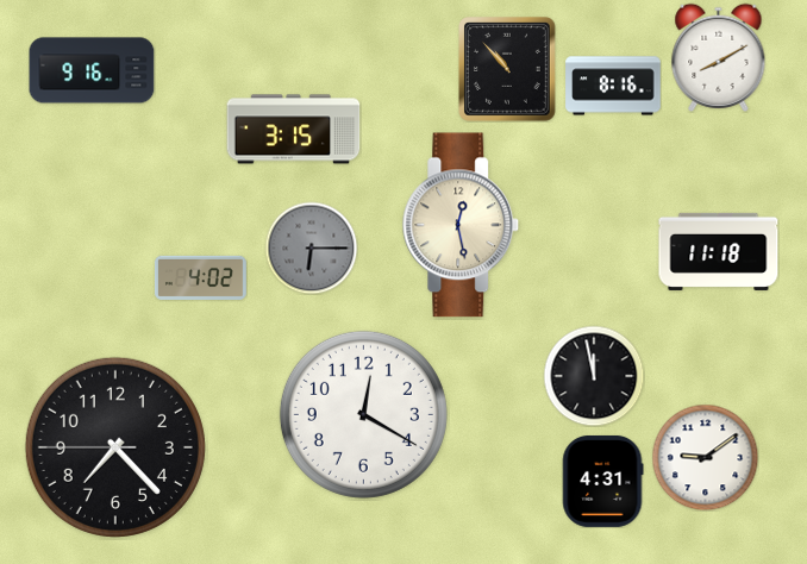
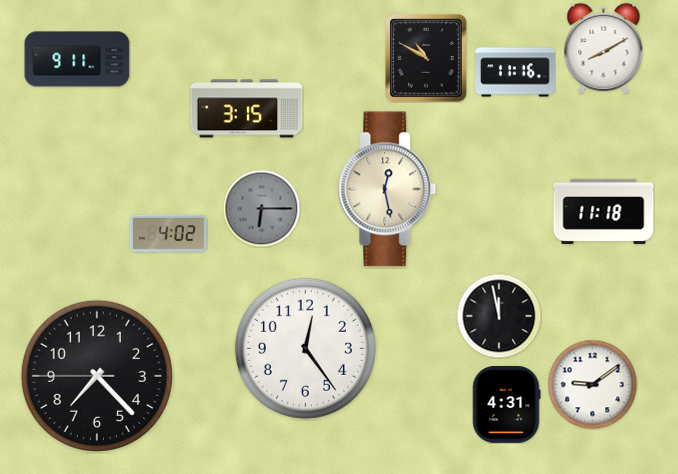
clock at (92, 70): 9:16 -> 9:11
clock at (508, 70): 10:53 -> 10:50
clock at (613, 86): 8:16 -> 11:16
clock at (363, 414): 12:20 -> 12:24
